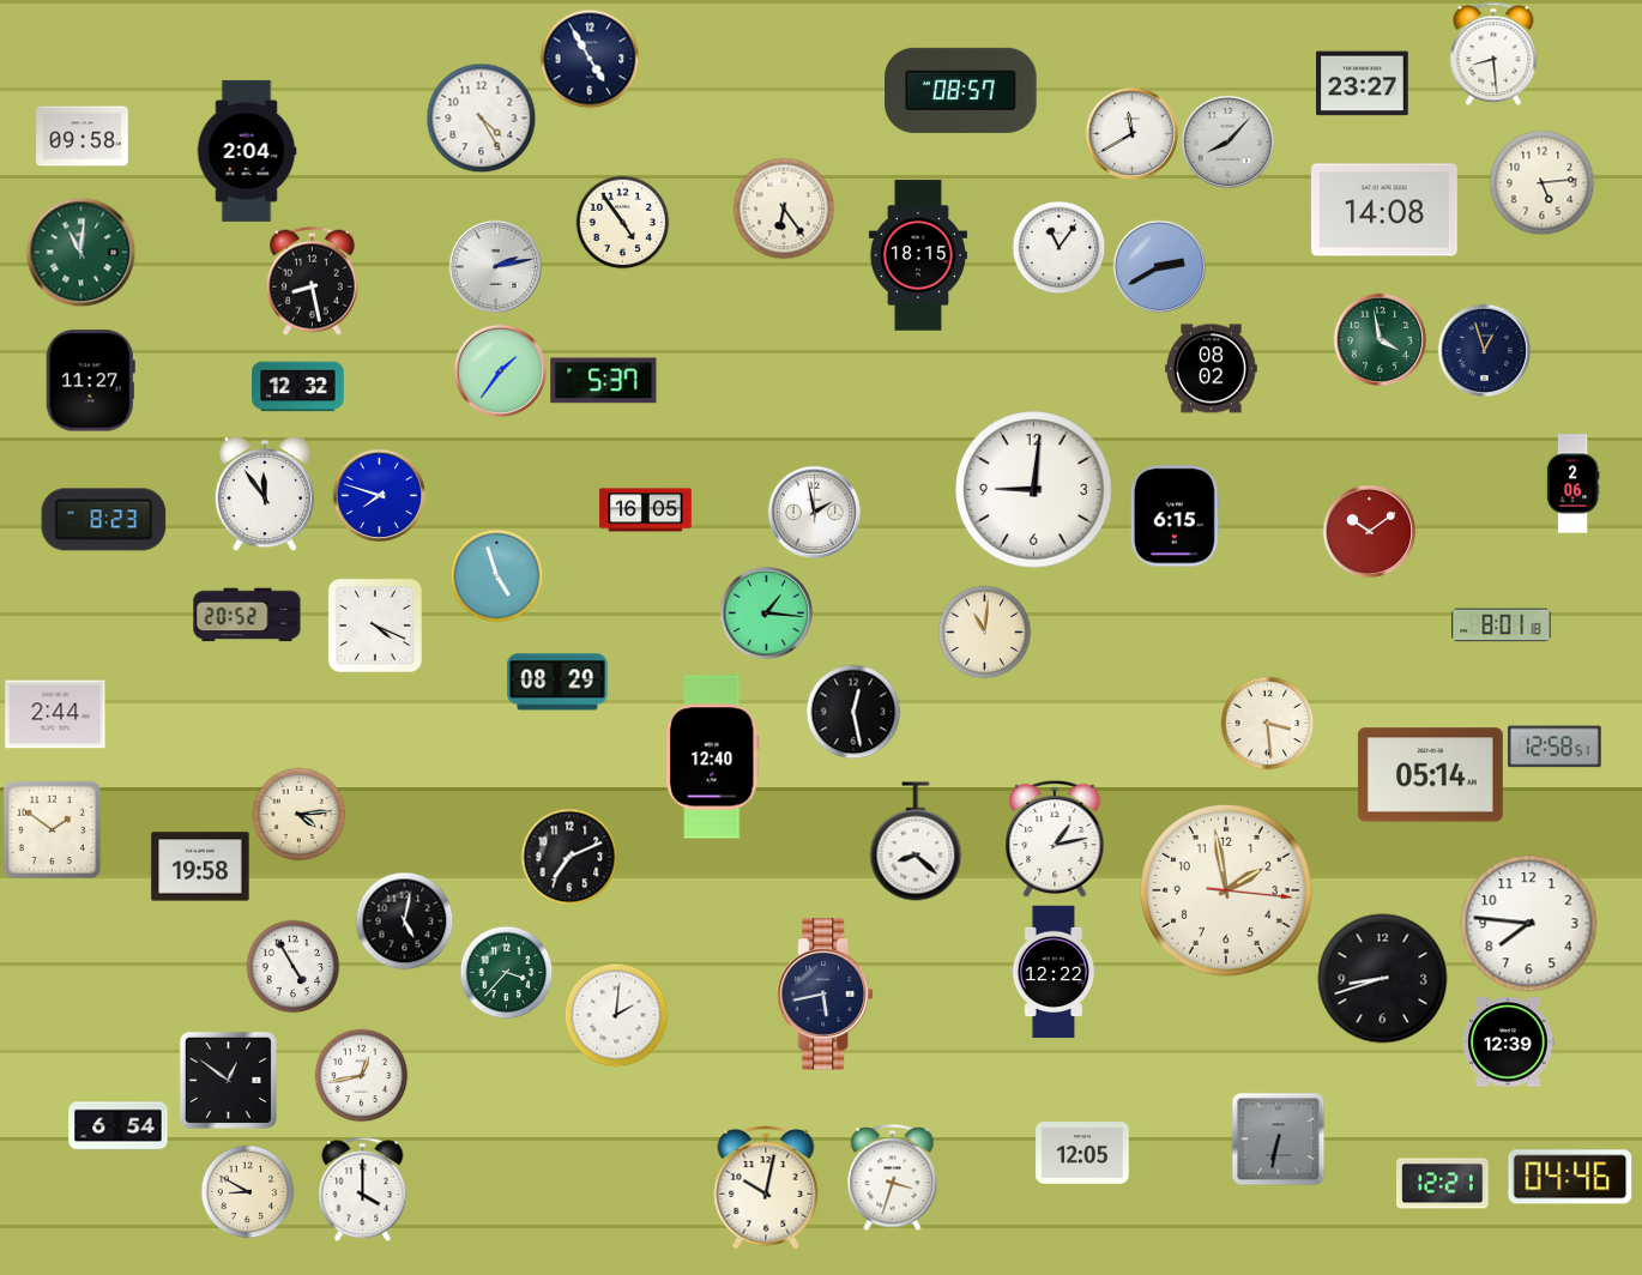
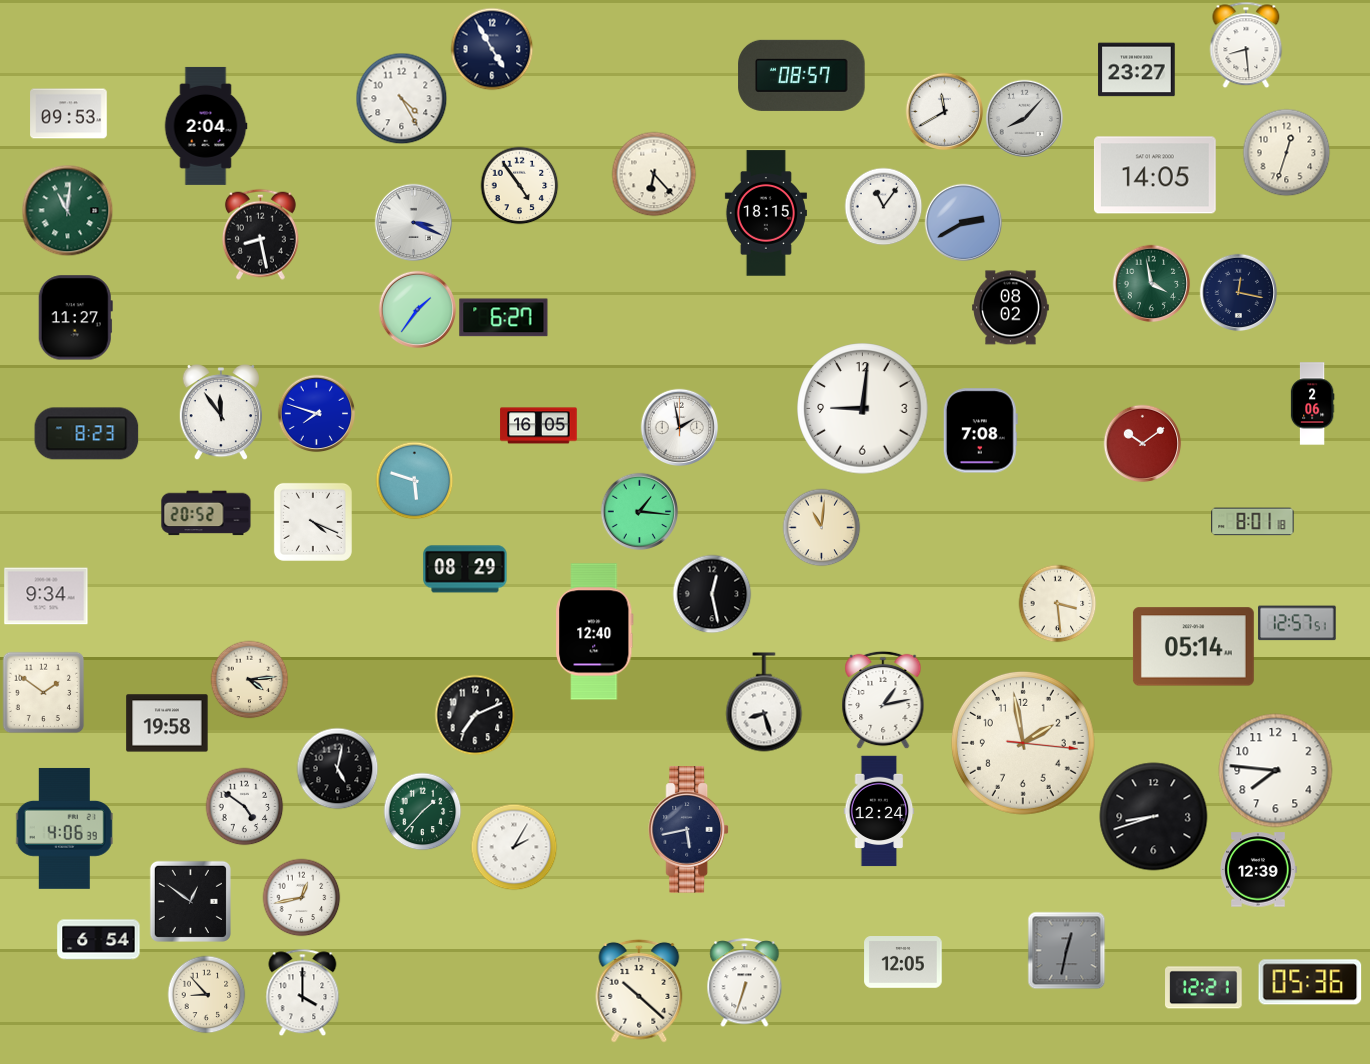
clock at (83, 137): 09:58 -> 09:53
clock at (1541, 182): 5:14 -> 12:33
clock at (784, 209): 6:24 -> 6:23
clock at (1384, 210): 14:08 -> 14:05
clock at (495, 266): 2:13 -> 3:19
clock at (1159, 266) position: (1159, 266) -> (963, 222)
clock at (1484, 350): 12:57 -> 12:17
clock at (604, 381): 5:37 -> 6:27
clock at (298, 387): 12:32 -> none
clock at (1175, 516): 6:15 -> 7:08
clock at (496, 575): 4:57 -> 5:48
clock at (55, 714): 2:44 -> 9:34
clock at (1555, 747): 12:58 -> 12:57
clock at (1055, 839) position: (1055, 839) -> (883, 700)
clock at (916, 841): 8:22 -> 8:27
clock at (292, 966): 4:55 -> 4:51
clock at (506, 972): 3:37 -> 1:37
clock at (1054, 972): 12:22 -> 12:24
clock at (64, 828): none -> 4:06
clock at (616, 1015): 2:01 -> 2:05
clock at (1278, 1138): 6:32 -> 12:32
clock at (1570, 1177): 04:46 -> 05:36
clock at (893, 1178): 3:33 -> 6:33
clock at (766, 1188): 10:02 -> 10:22
clock at (247, 1191): 8:50 -> 8:53
